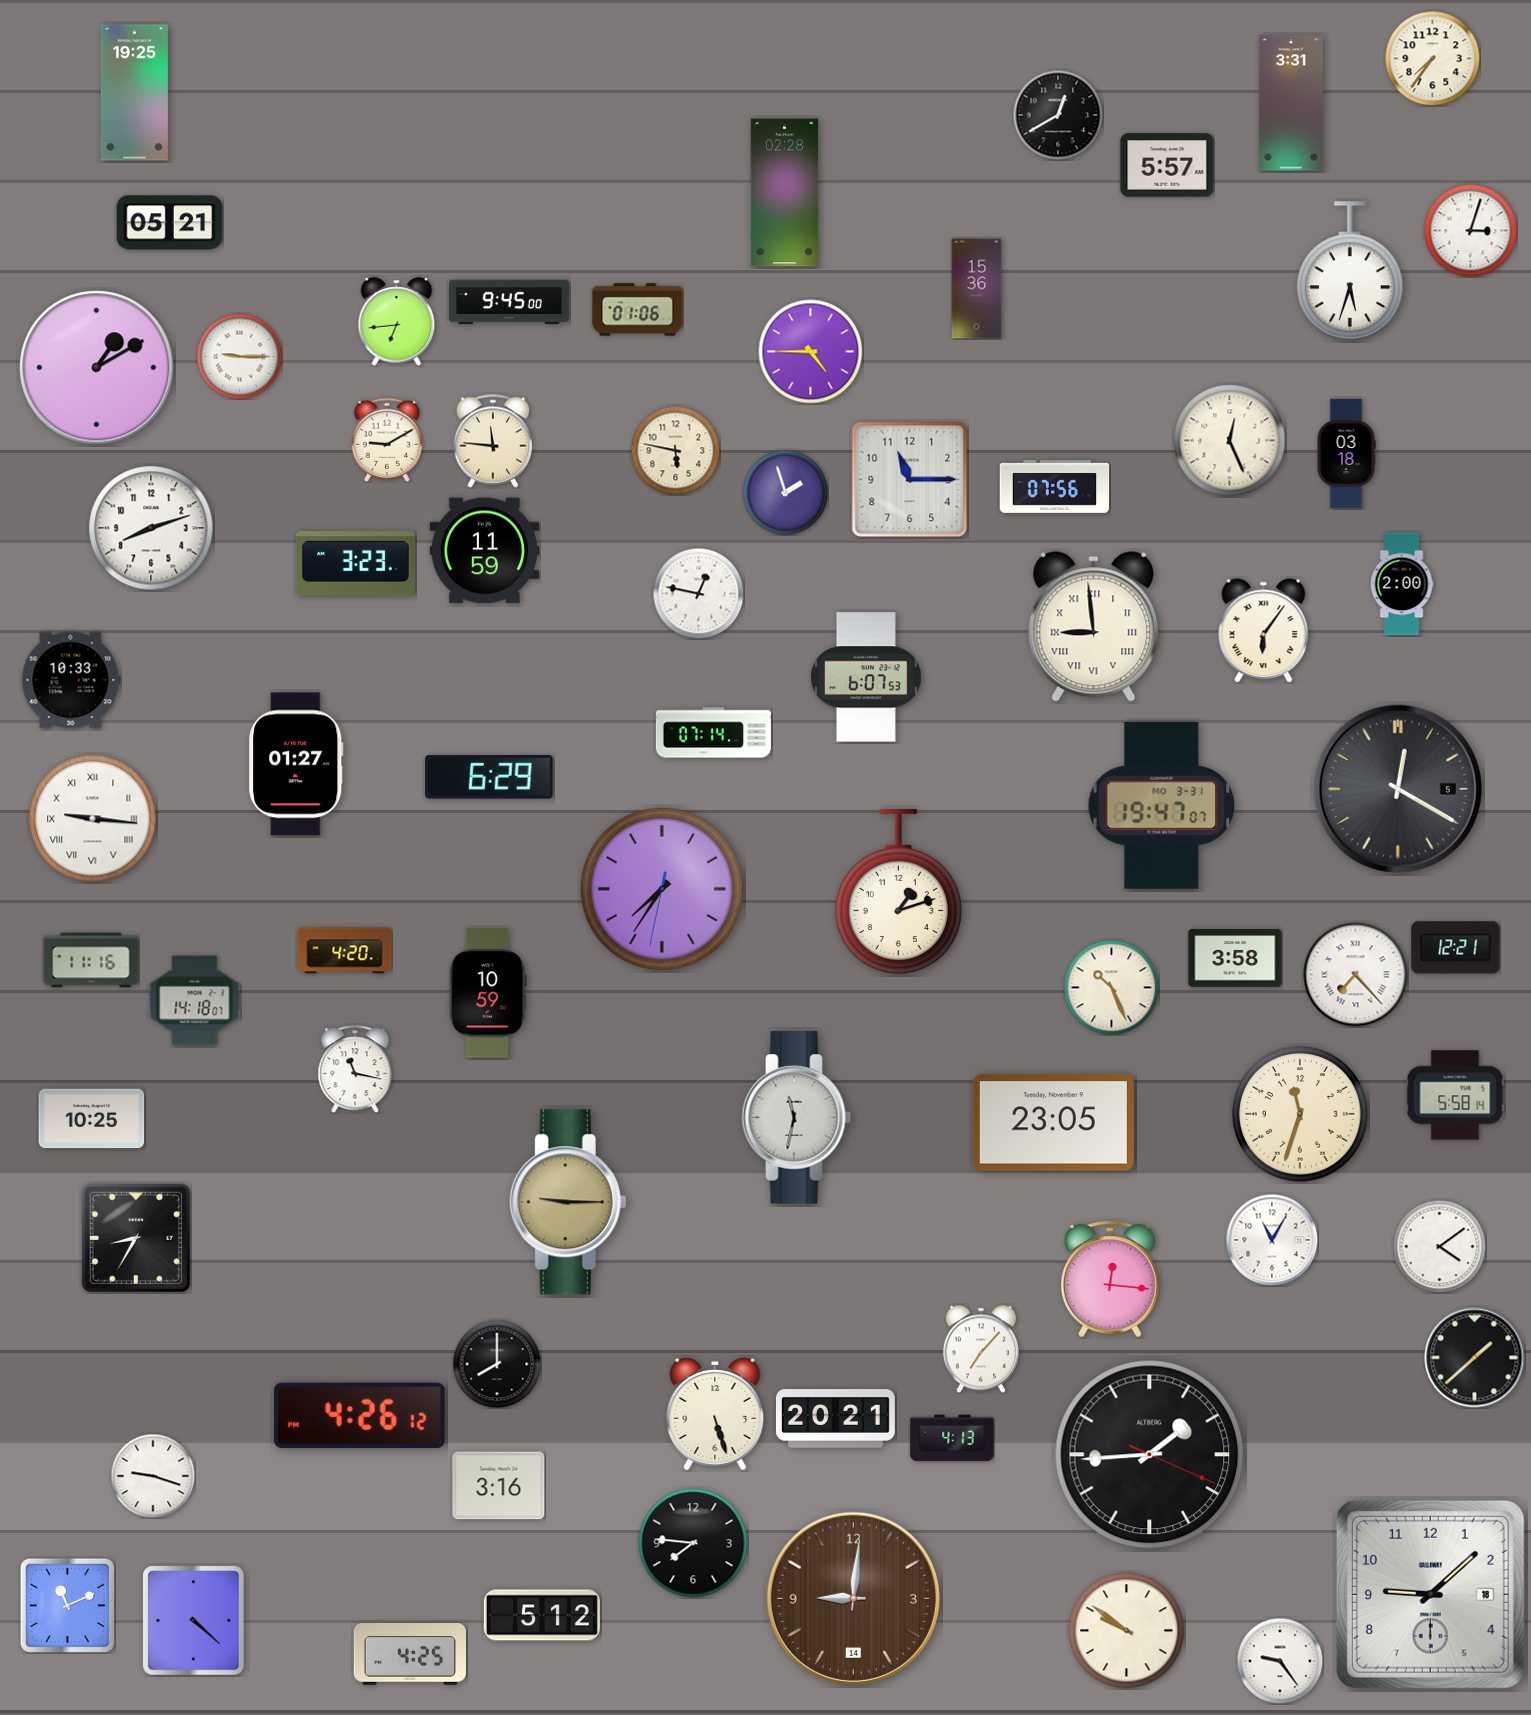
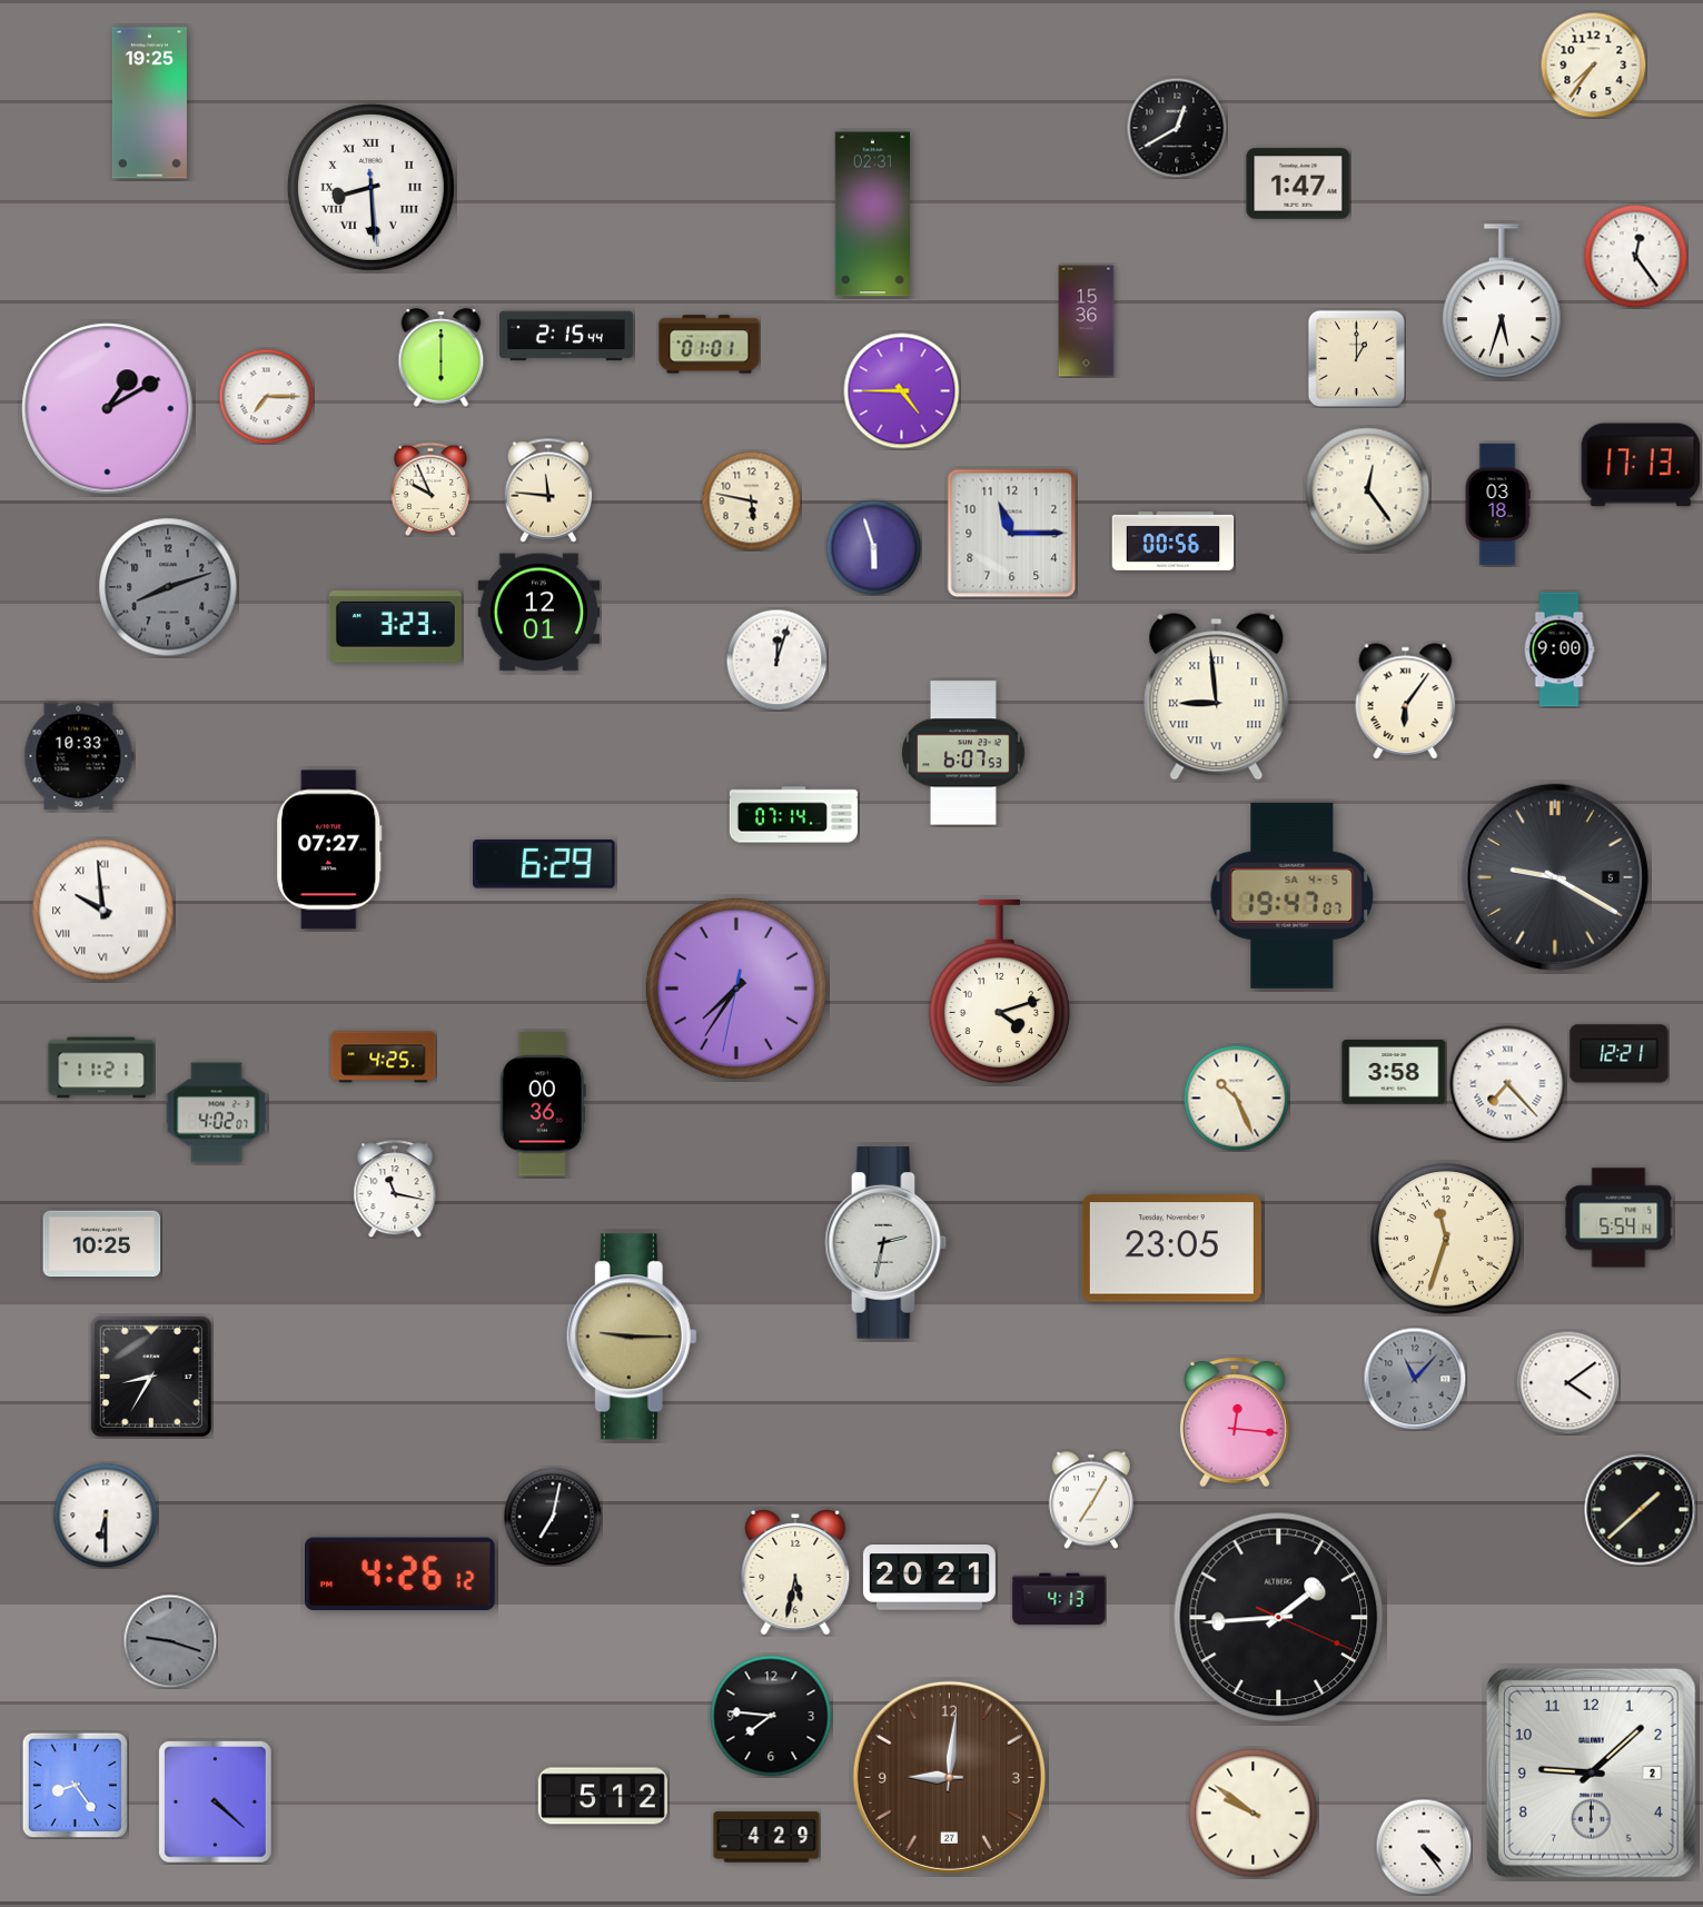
clock at (1291, 103): 3:31 -> none
clock at (1167, 165): 5:57 -> 1:47
clock at (370, 187): none -> 8:29
clock at (785, 193): 02:28 -> 02:31
clock at (170, 223): 05:21 -> none
clock at (1470, 230): 3:03 -> 12:24
clock at (509, 302): 9:45 -> 2:15
clock at (638, 310): 01:06 -> 01:01
clock at (397, 322): 6:44 -> 6:00
clock at (1356, 358): none -> 1:00
clock at (239, 356): 9:15 -> 7:15
clock at (1641, 465): none -> 17:13
clock at (387, 440): 9:10 -> 9:56
clock at (1230, 441): 12:26 -> 12:24
clock at (1055, 487): 07:56 -> 00:56
clock at (785, 492): 1:57 -> 5:57
clock at (151, 528) dial: white -> grey
clock at (485, 551): 11:59 -> 12:01
clock at (1402, 584): 2:00 -> 9:00
clock at (698, 593): 12:47 -> 12:03
clock at (296, 764): 01:27 -> 07:27
clock at (1398, 789): 12:20 -> 9:20
clock at (1162, 805) date: MO 3-31 -> SA 4-5
clock at (93, 819): 9:16 -> 9:59
clock at (898, 892): 1:12 -> 4:12
clock at (345, 951): 4:20 -> 4:25
clock at (1235, 958) position: (1235, 958) -> (1394, 1072)
clock at (91, 960): 11:16 -> 11:21
clock at (488, 993): 10:59 -> 00:36
clock at (195, 1001): 14:18 -> 4:02
clock at (1455, 1095): 5:58 -> 5:54
clock at (797, 1118): 11:32 -> 2:32
clock at (1272, 1240): 11:05 -> 11:07
clock at (1272, 1240) dial: white -> grey
clock at (1439, 1246) position: (1439, 1246) -> (1567, 1382)
clock at (981, 1349): 7:07 -> 7:05
clock at (106, 1516): none -> 6:30
clock at (497, 1364): 8:00 -> 7:02
clock at (715, 1414): 5:27 -> 5:32
clock at (153, 1476) dial: white -> grey
clock at (499, 1486): 3:16 -> none
clock at (1430, 1594) date: 18 -> 2
clock at (853, 1598) date: 14 -> 27
clock at (67, 1605): 11:11 -> 8:24
clock at (766, 1837): none -> 4:29
clock at (410, 1654): 4:25 -> none
clock at (1280, 1661): 9:24 -> 4:24
